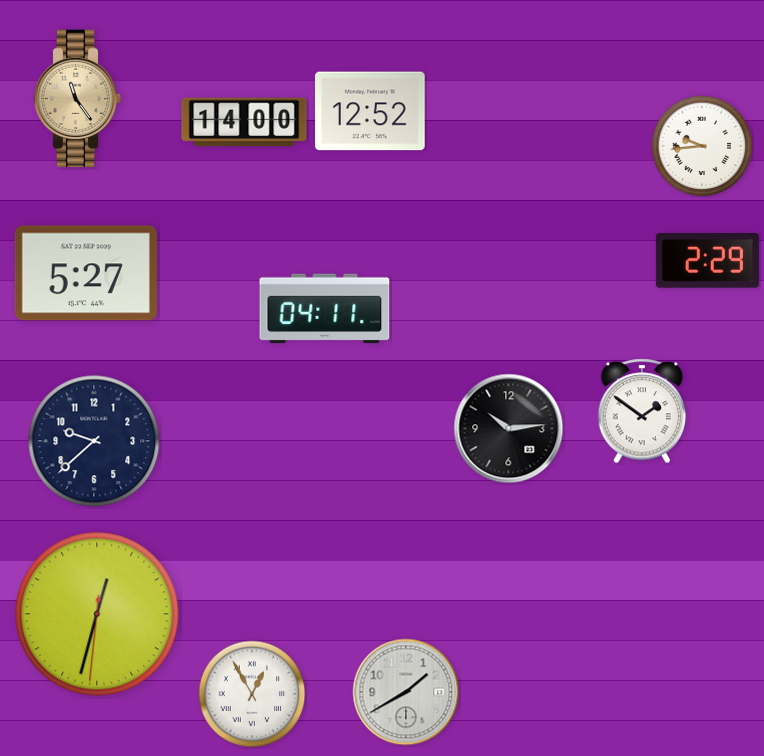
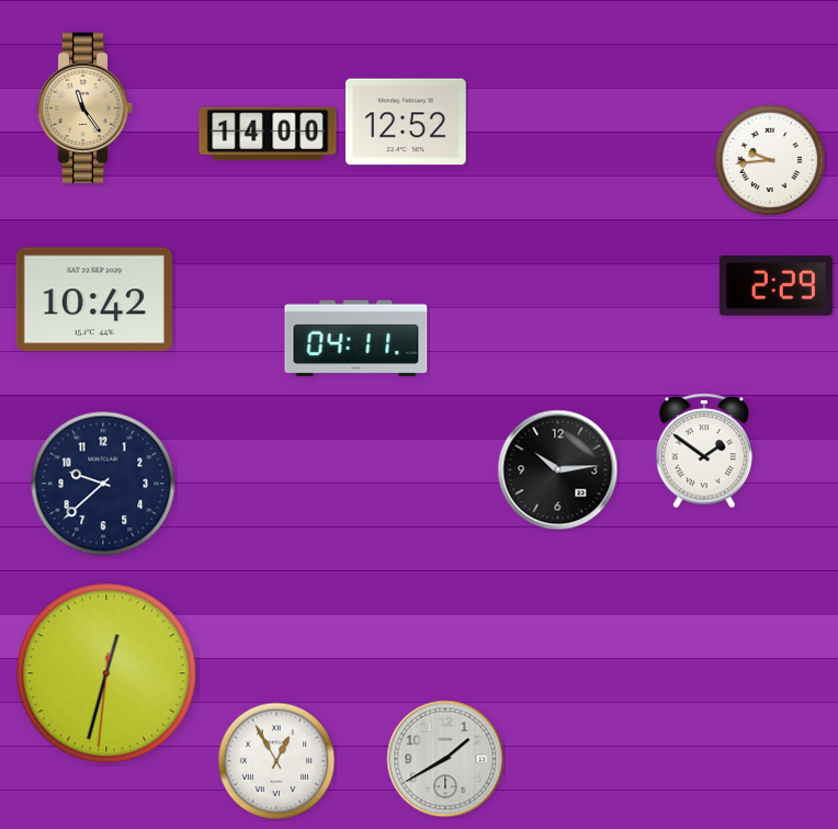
clock at (86, 273): 5:27 -> 10:42
